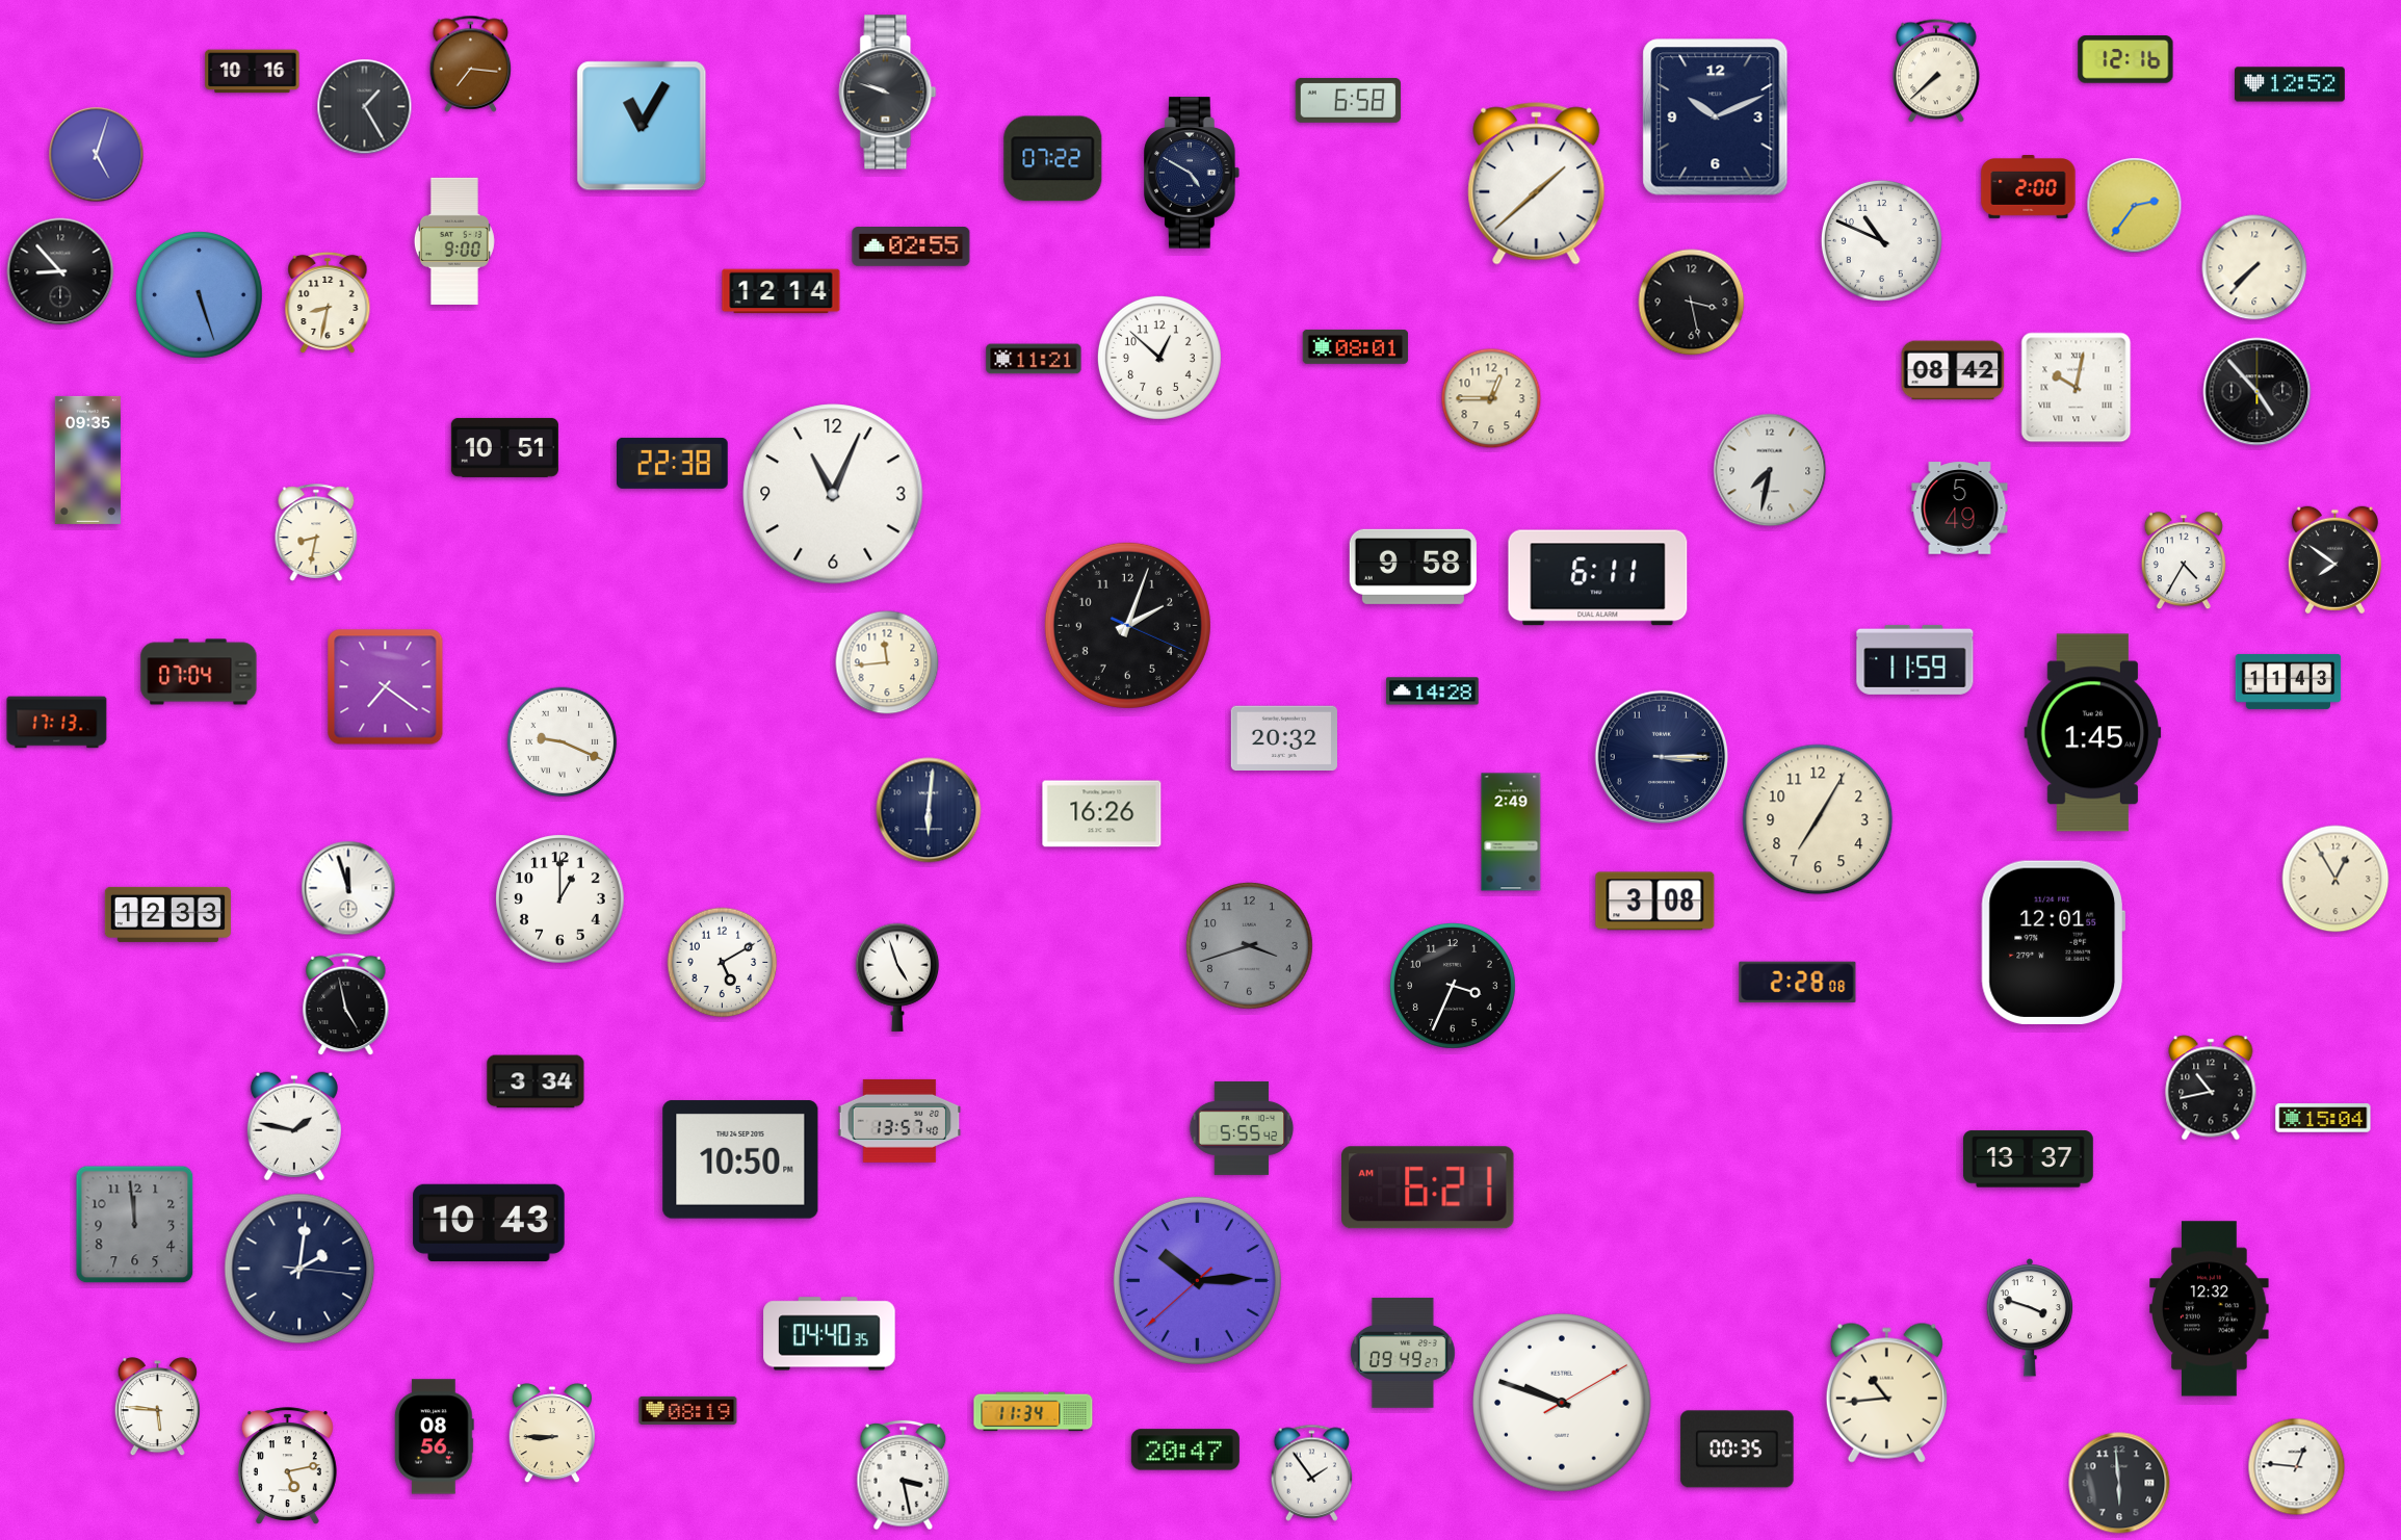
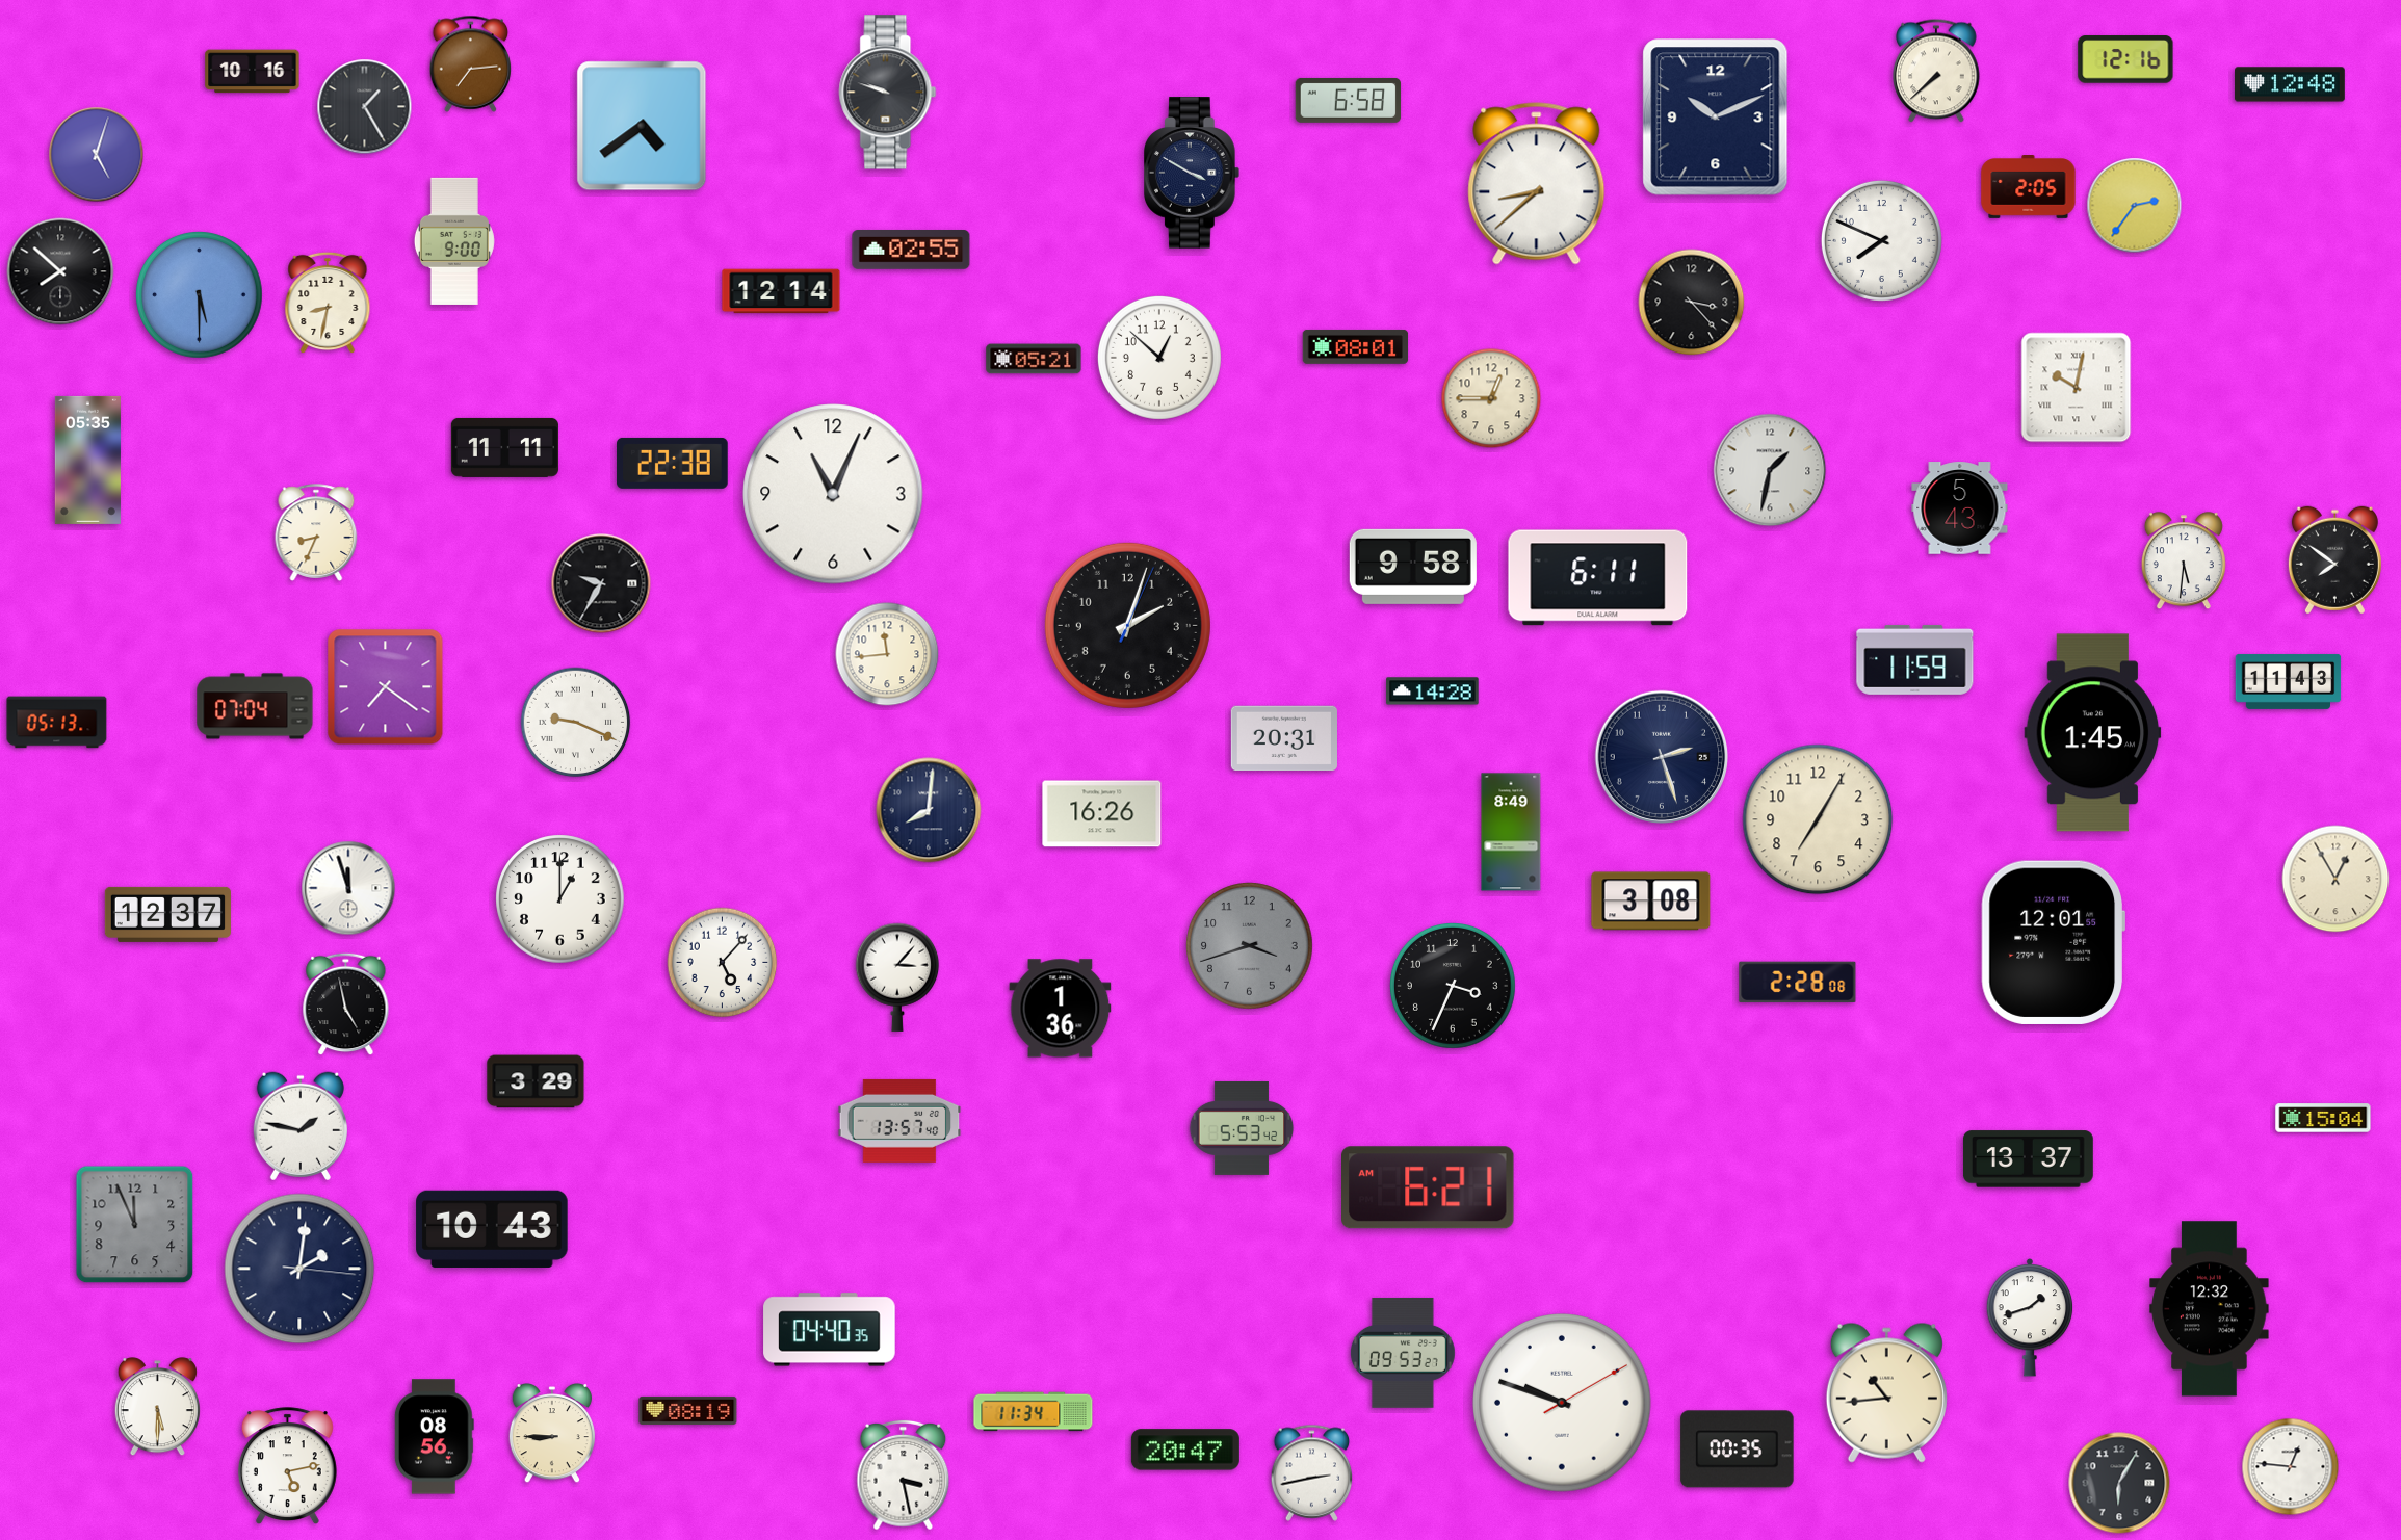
clock at (471, 63): 7:16 -> 7:14
clock at (2291, 84): 12:52 -> 12:48
clock at (642, 126): 11:05 -> 4:39
clock at (1053, 159): 07:22 -> none
clock at (1193, 173): 4:50 -> 3:50
clock at (1537, 184): 1:38 -> 8:38
clock at (2029, 187): 2:00 -> 2:05
clock at (1881, 240): 10:49 -> 7:49
clock at (911, 247) position: (911, 247) -> (911, 251)
clock at (2254, 267): 7:37 -> none
clock at (60, 271): 8:53 -> 7:52
clock at (200, 295): 5:27 -> 5:30
clock at (1692, 303): 3:28 -> 3:23
clock at (1034, 359): 11:21 -> 05:21
clock at (1953, 370): 08:42 -> none
clock at (2258, 392): 4:53 -> none
clock at (504, 447): 10:51 -> 11:11
clock at (87, 460): 09:35 -> 05:35
clock at (1770, 470): 7:32 -> 1:32
clock at (1960, 508): 5:49 -> 5:43
clock at (316, 532): 8:32 -> 8:34
clock at (2184, 562): 4:35 -> 5:31
clock at (601, 583): none -> 9:35
clock at (1127, 625): 2:03:19 -> 2:03:04
clock at (887, 662) position: (887, 662) -> (887, 654)
clock at (199, 672) position: (199, 672) -> (255, 706)
clock at (57, 723): 17:13 -> 05:13
clock at (1284, 738): 20:32 -> 20:31
clock at (563, 742) position: (563, 742) -> (576, 723)
clock at (1662, 757): 3:15 -> 2:27
clock at (929, 810): 6:01 -> 8:01
clock at (1511, 832): 2:49 -> 8:49
clock at (1655, 902) position: (1655, 902) -> (1651, 902)
clock at (167, 914): 12:33 -> 12:37
clock at (723, 963): 5:10 -> 5:07
clock at (897, 977): 4:57 -> 3:07
clock at (1061, 1009): none -> 1:36
clock at (536, 1081): 3:34 -> 3:29
clock at (2211, 1088): 10:43 -> none
clock at (294, 1126) position: (294, 1126) -> (301, 1126)
clock at (1242, 1128): 5:55 -> 5:53
clock at (740, 1159): 10:50 -> none
clock at (489, 1223) position: (489, 1223) -> (492, 1229)
clock at (135, 1225): 11:59 -> 11:56
clock at (1197, 1280): 10:14 -> none
clock at (2030, 1317): 3:48 -> 1:42
clock at (830, 1334) position: (830, 1334) -> (830, 1330)
clock at (1403, 1353): 09:49 -> 09:53
clock at (157, 1407): 5:46 -> 5:30
clock at (2297, 1467) position: (2297, 1467) -> (2291, 1467)
clock at (1312, 1472): 1:54 -> 2:43
clock at (2119, 1483): 5:59 -> 6:05
